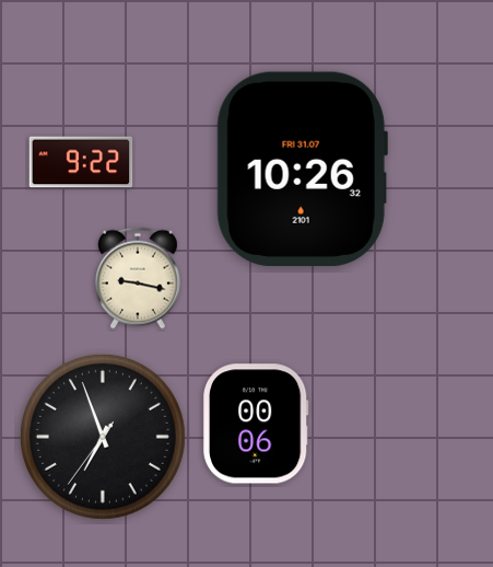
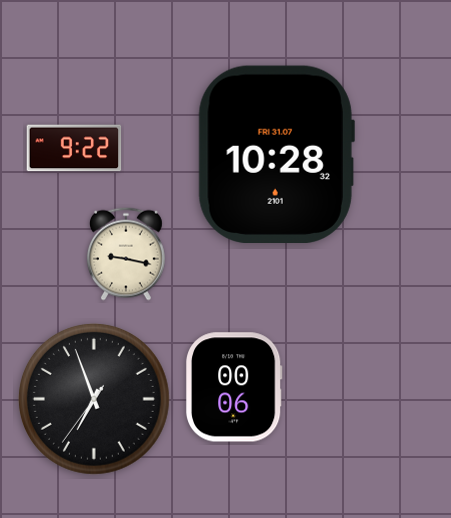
clock at (302, 169): 10:26 -> 10:28
